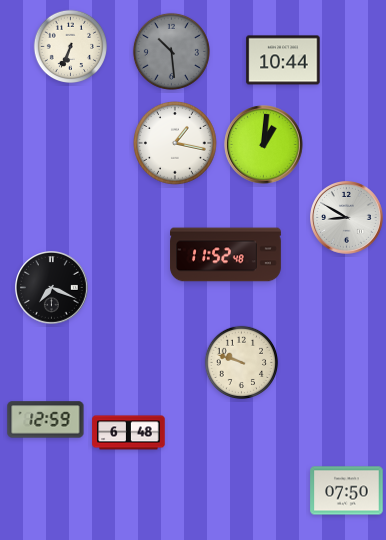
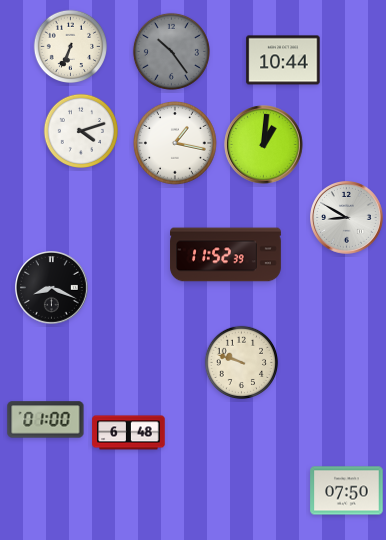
clock at (171, 51): 10:29 -> 10:24
clock at (80, 130): none -> 4:12
clock at (226, 255): 11:52:48 -> 11:52:39
clock at (52, 288): 7:19 -> 8:19
clock at (46, 420): 12:59 -> 01:00
